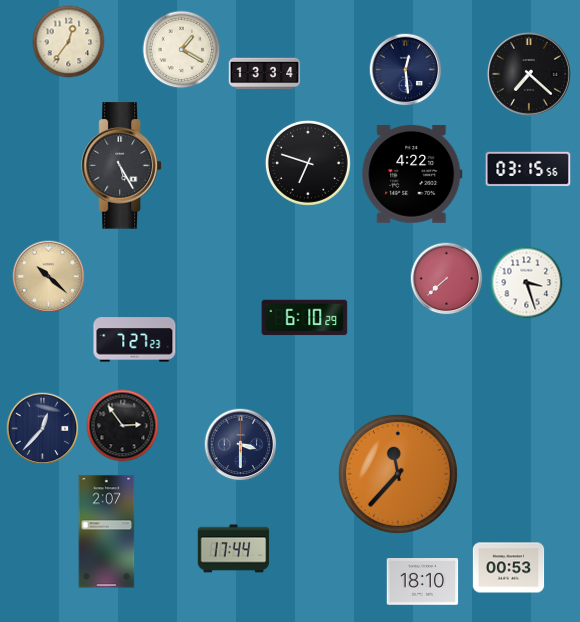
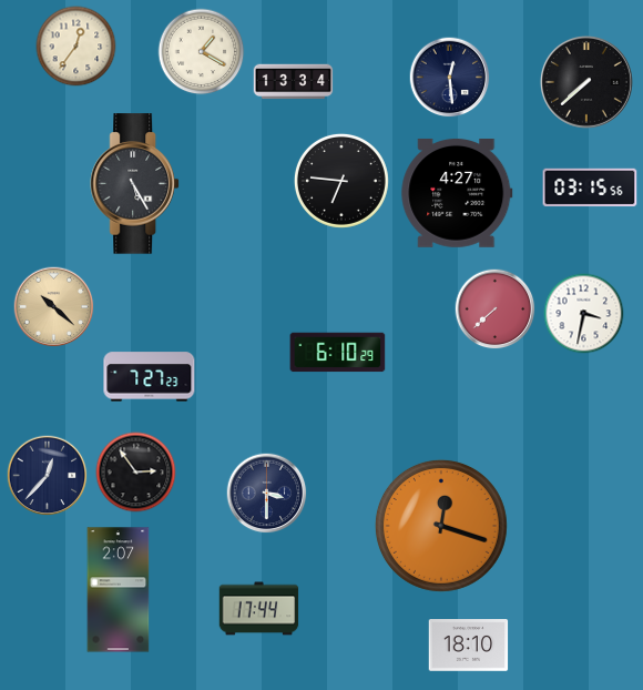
clock at (182, 50) position: (182, 50) -> (202, 52)
clock at (529, 74): 7:22 -> 7:38
clock at (308, 163): 6:48 -> 6:46
clock at (528, 169) position: (528, 169) -> (590, 187)
clock at (412, 174): 4:22 -> 4:27
clock at (527, 283): 3:27 -> 3:32
clock at (398, 474): 11:37 -> 12:18
clock at (509, 568): 00:53 -> none
